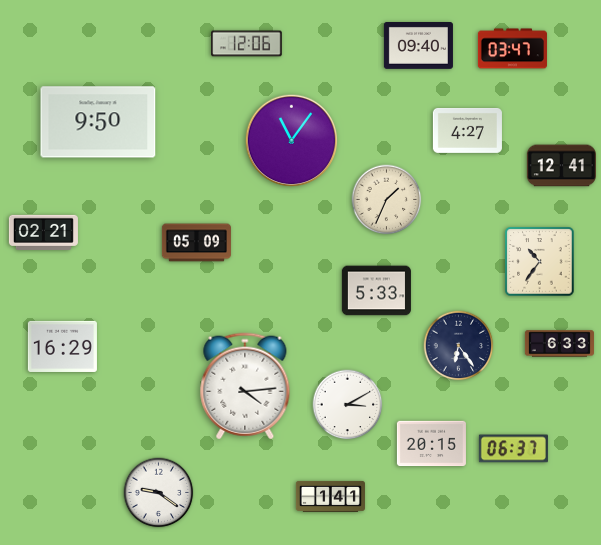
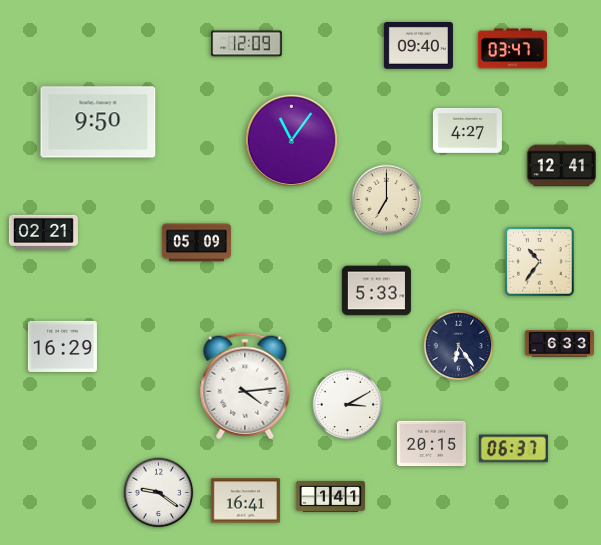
clock at (247, 44): 12:06 -> 12:09
clock at (387, 200): 1:34 -> 7:00
clock at (245, 501): none -> 16:41
